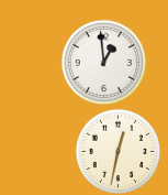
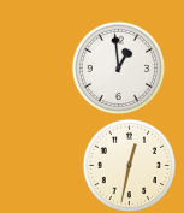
clock at (103, 62) position: (103, 62) -> (118, 67)
